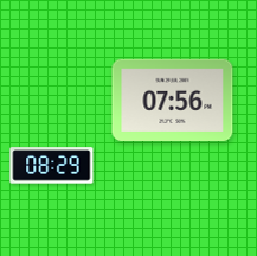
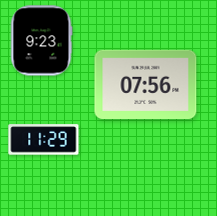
clock at (41, 41): none -> 9:23
clock at (52, 166): 08:29 -> 11:29
